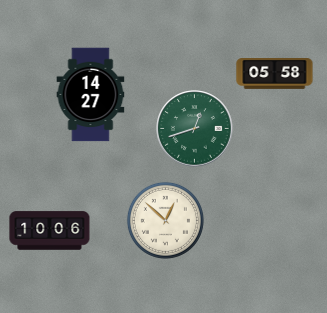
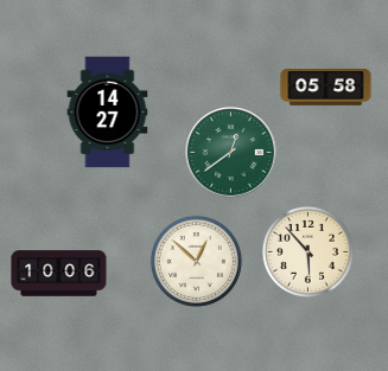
clock at (195, 129): 12:42 -> 12:39
clock at (307, 251): none -> 5:53
